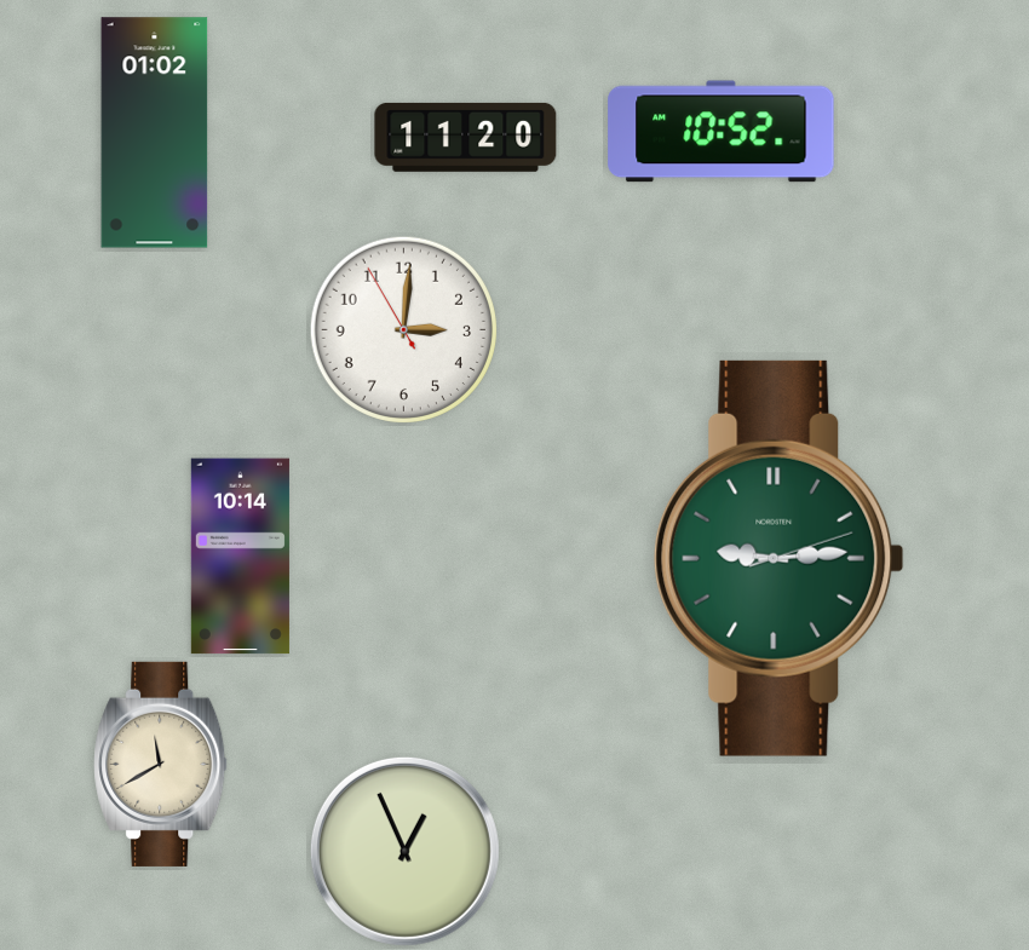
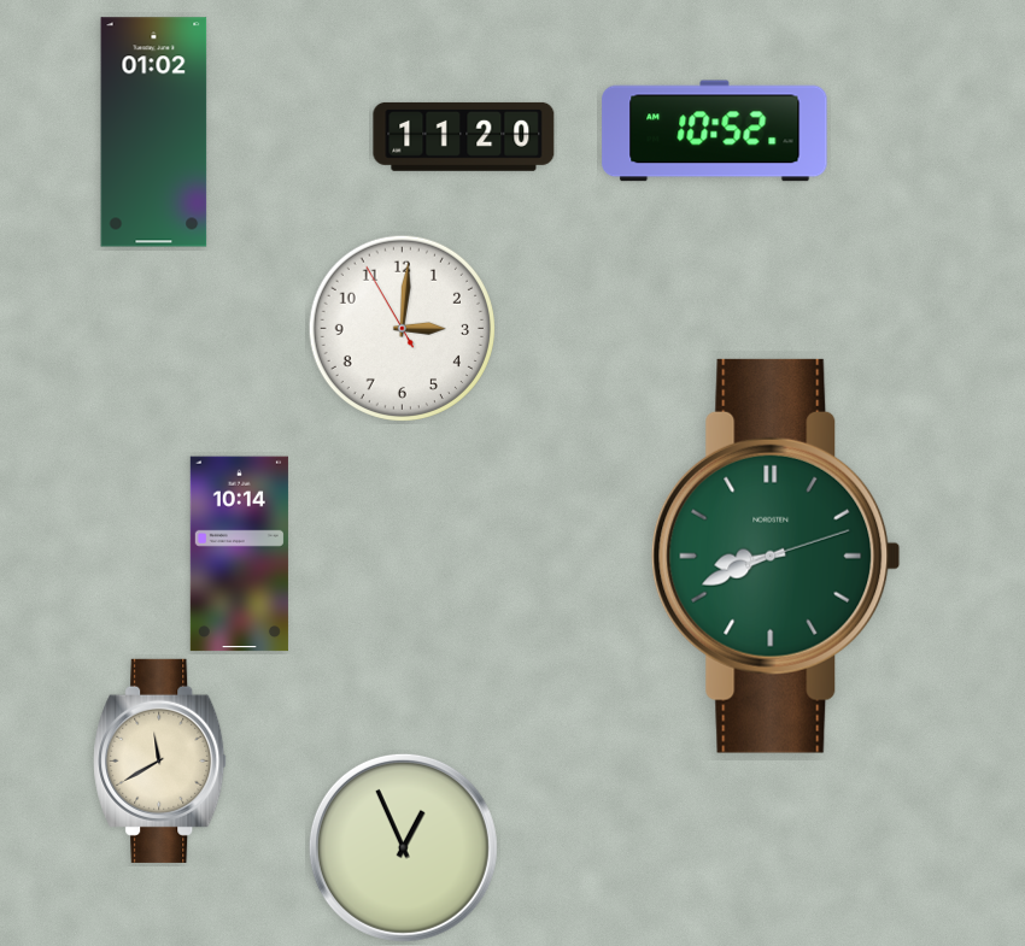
clock at (722, 132) position: (722, 132) -> (715, 131)
clock at (780, 558): 9:14 -> 8:41
